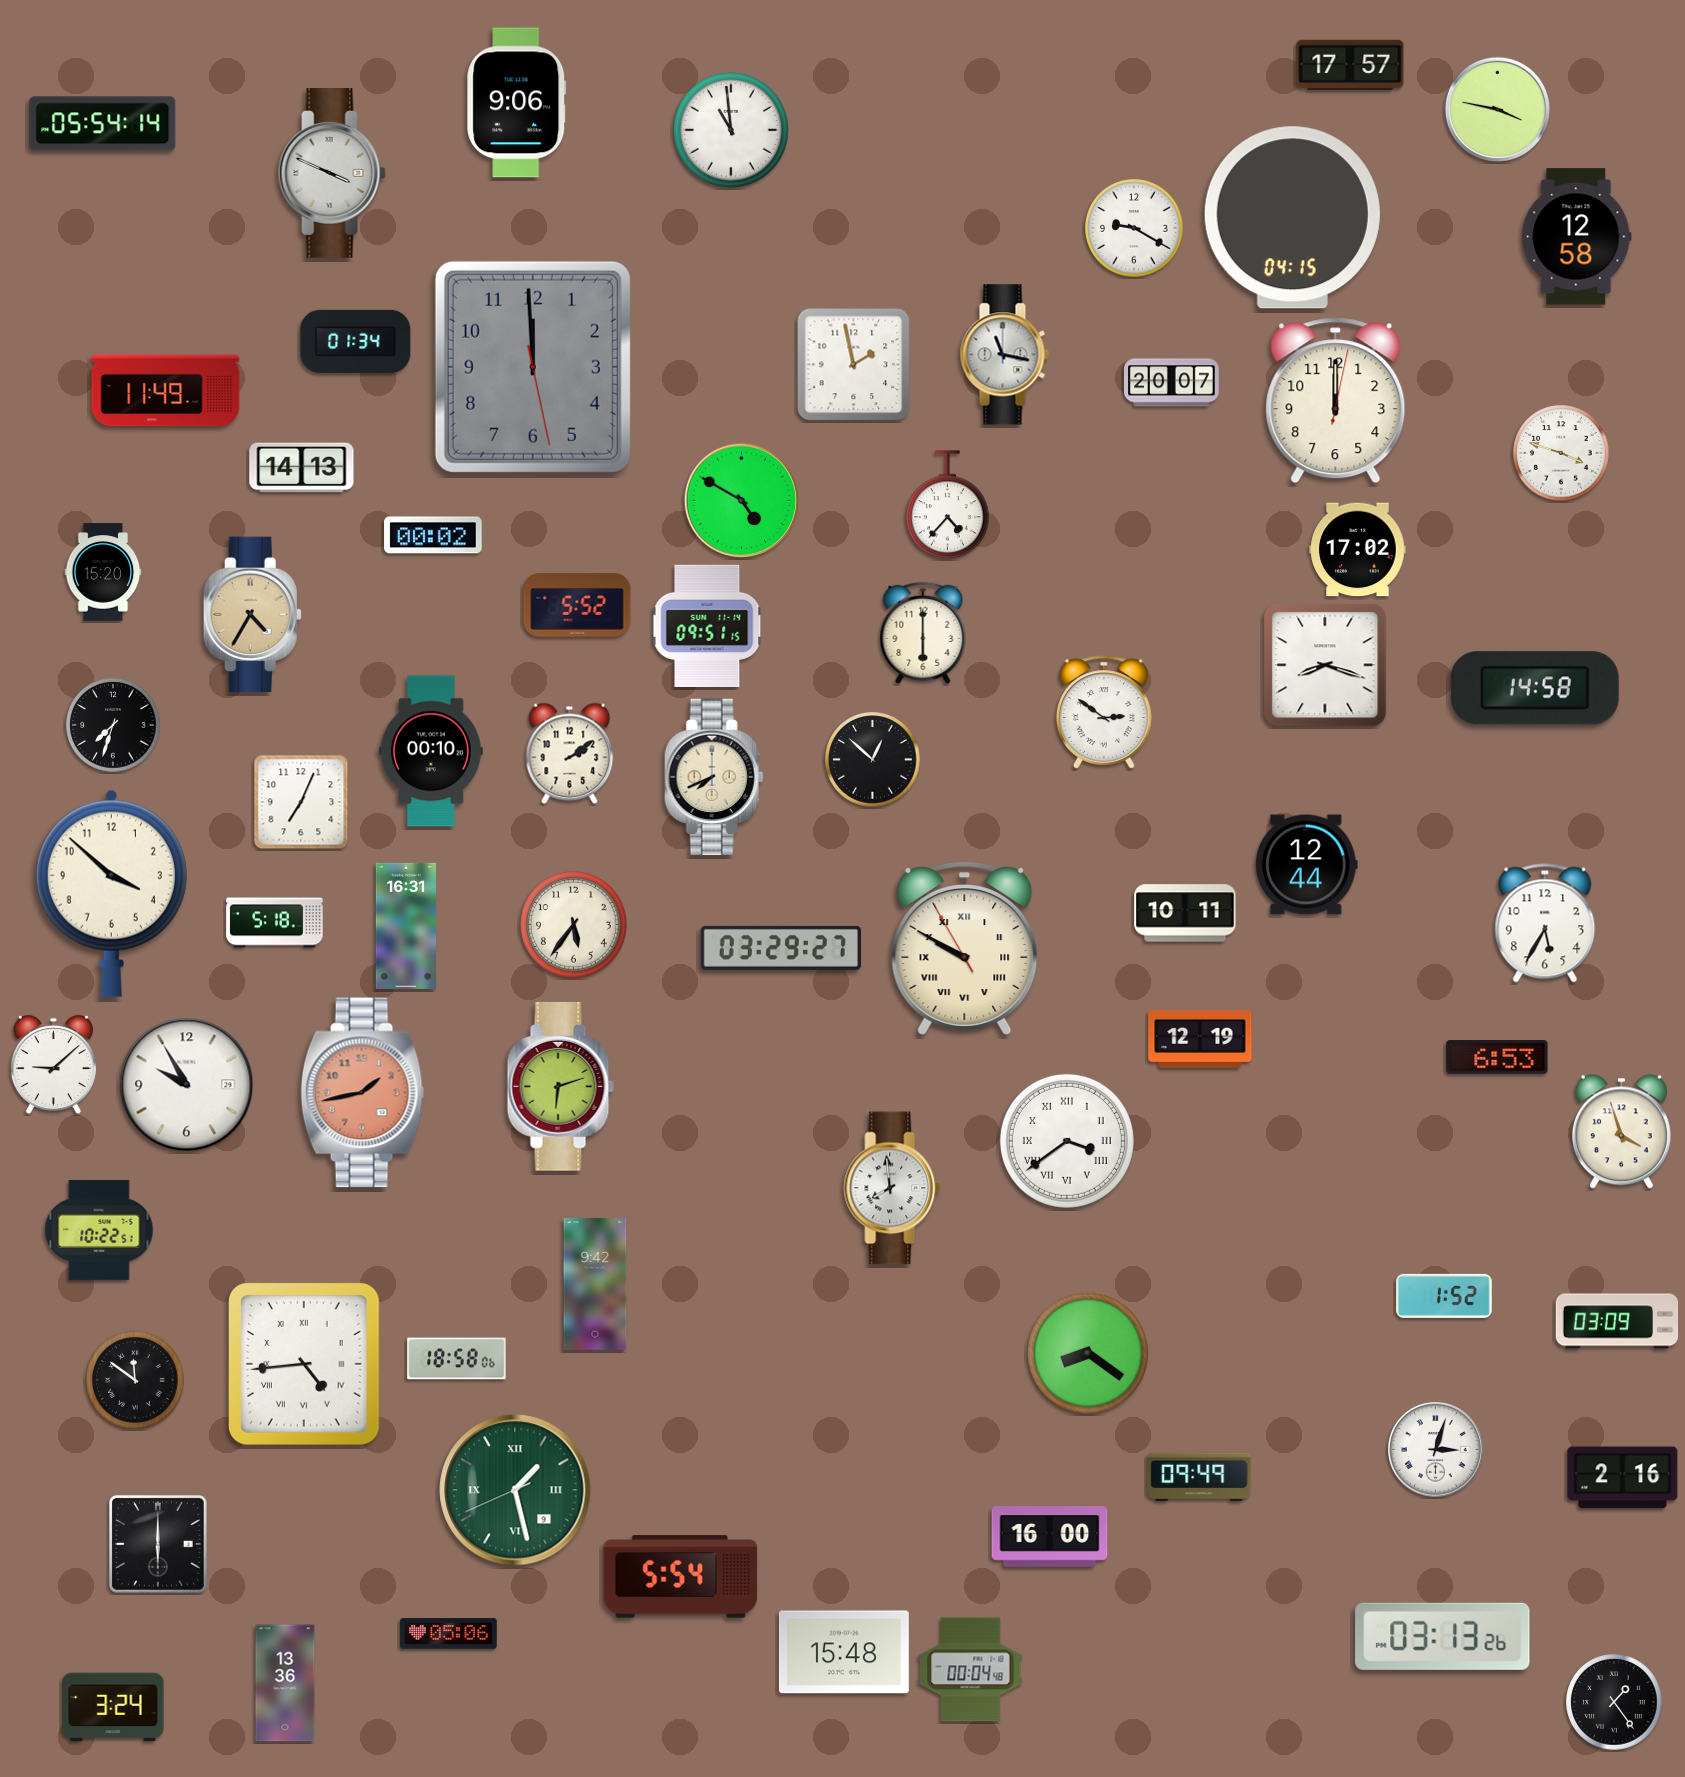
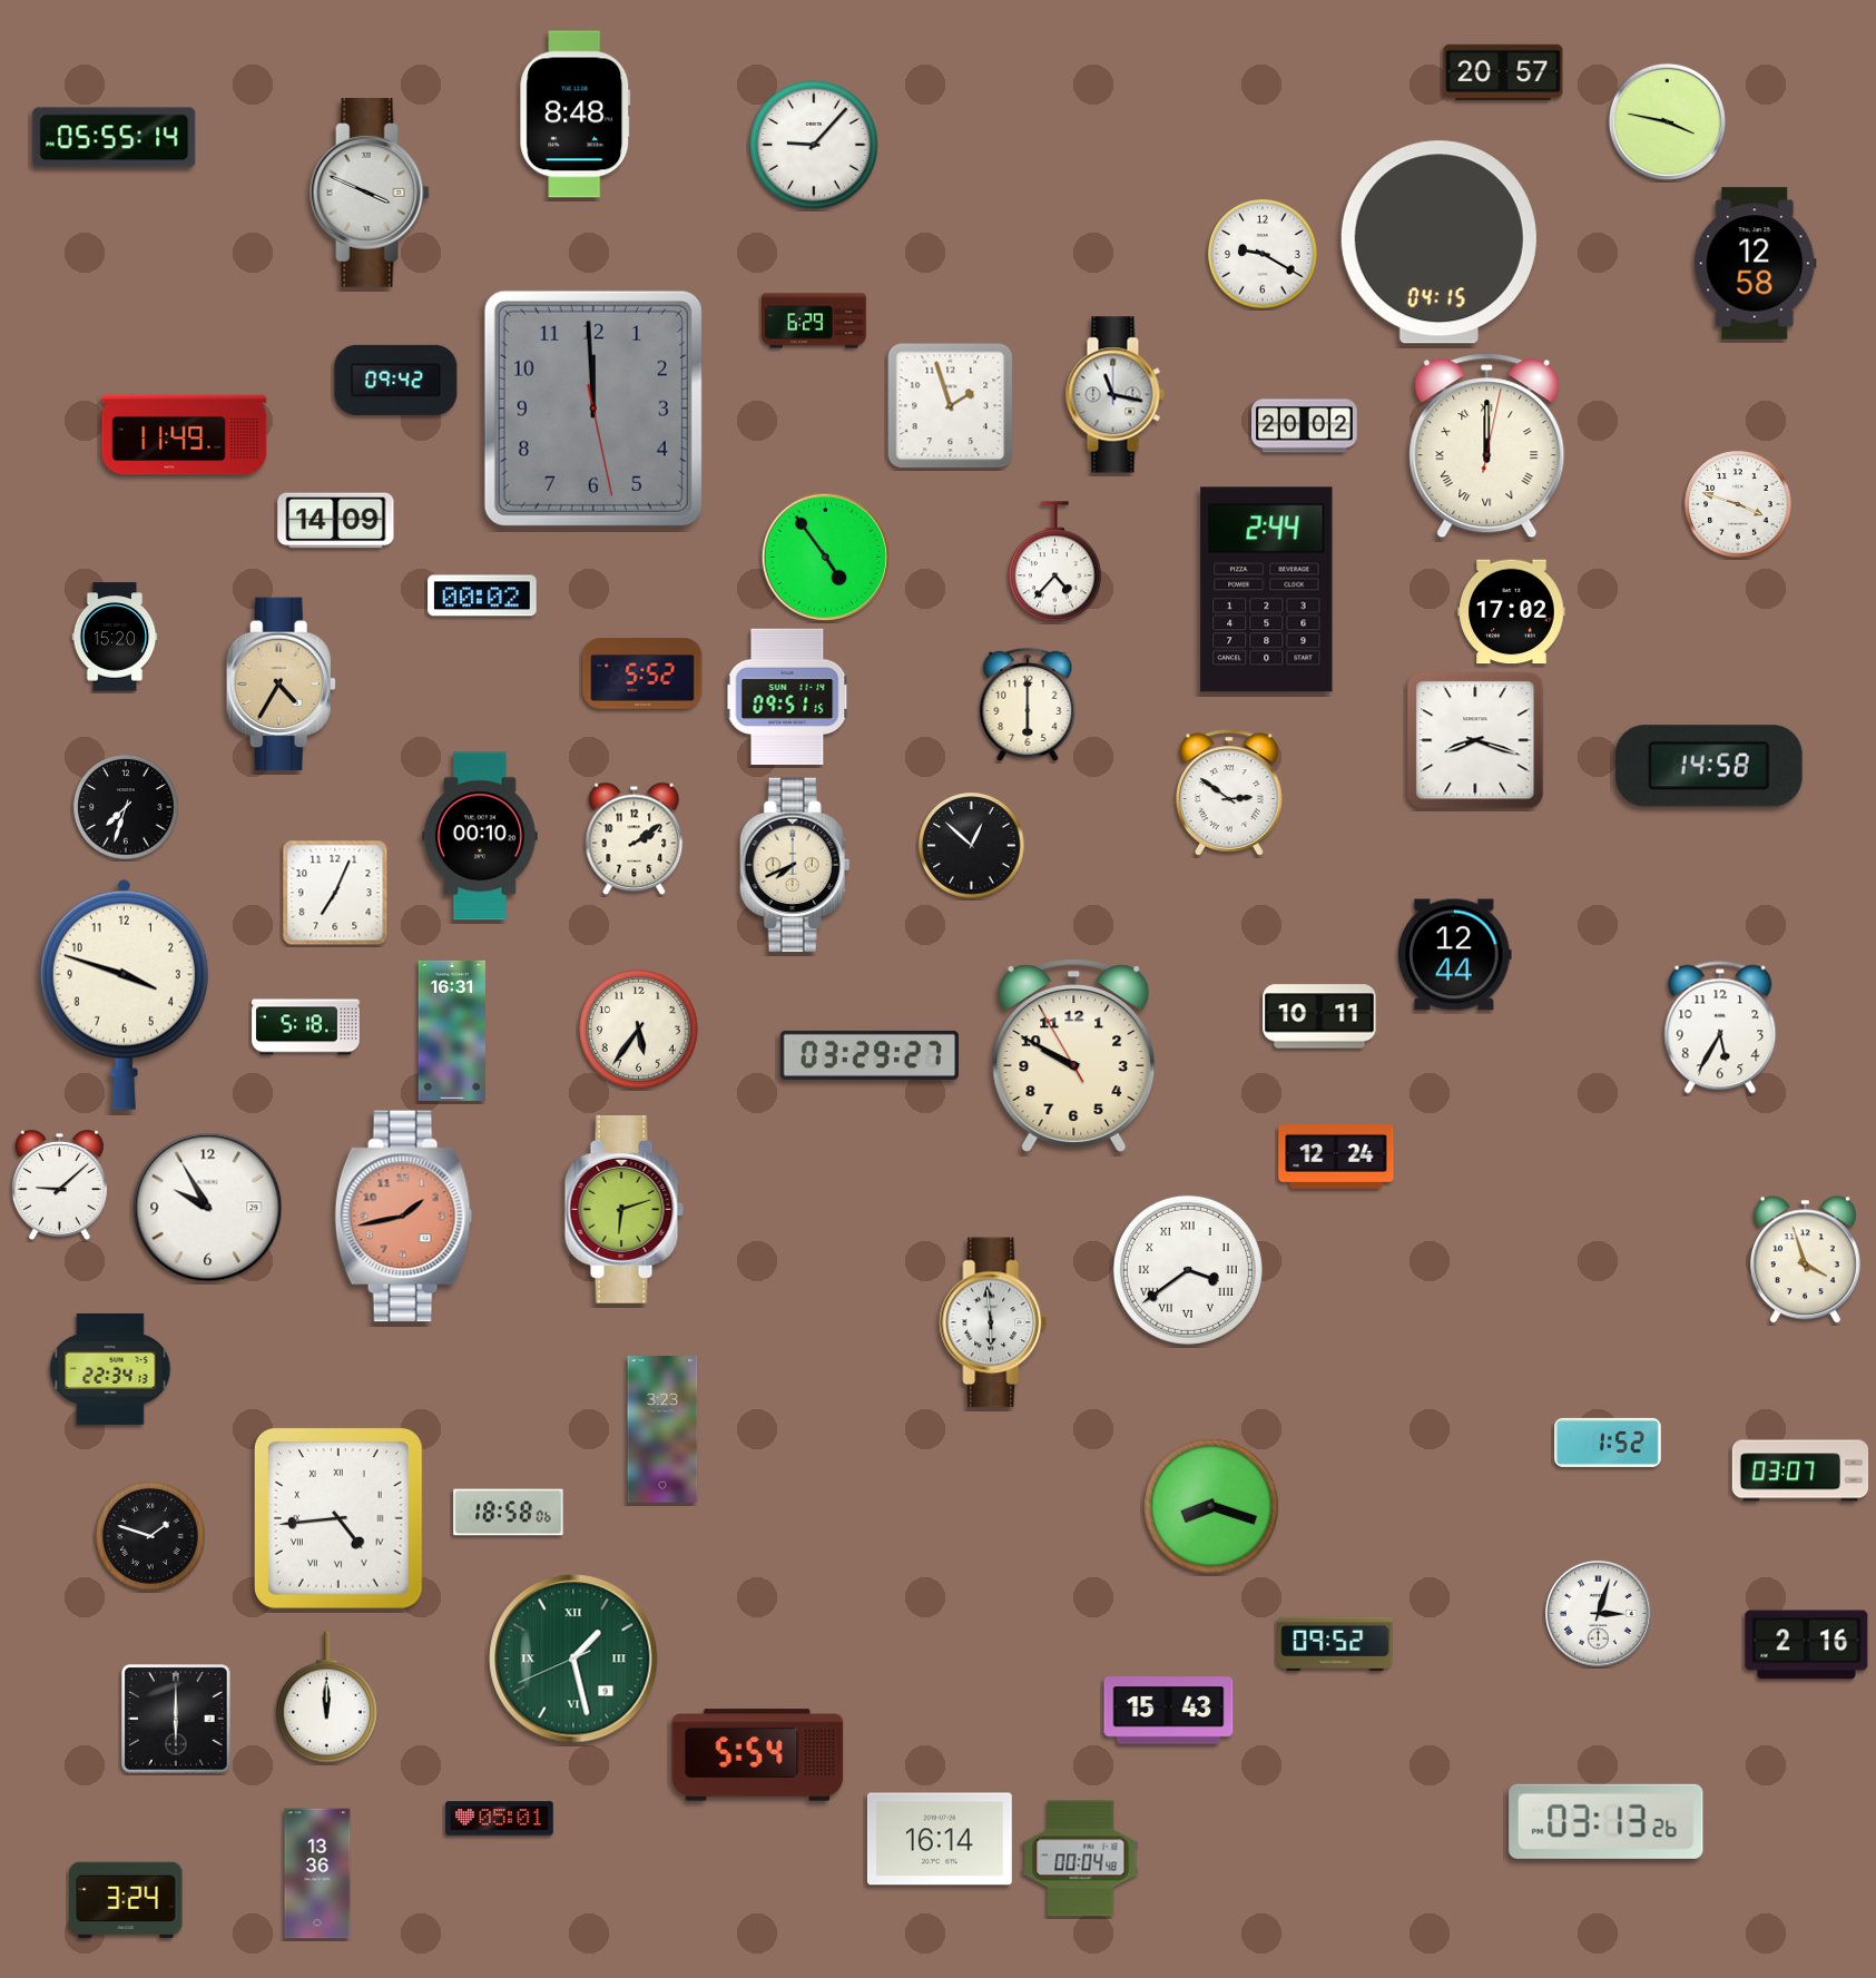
clock at (1350, 65): 17:57 -> 20:57
clock at (517, 103): 9:06 -> 8:48
clock at (103, 124): 05:54 -> 05:55
clock at (731, 130): 10:59 -> 9:07
clock at (815, 321): none -> 6:29
clock at (356, 341): 01:34 -> 09:42
clock at (1004, 355) position: (1004, 355) -> (1114, 395)
clock at (854, 365): 1:58 -> 1:57
clock at (1172, 383): 20:07 -> 20:02
clock at (1336, 401) numerals: Arabic -> Roman
clock at (302, 468): 14:13 -> 14:09
clock at (742, 501): 4:50 -> 4:54
clock at (1267, 590): none -> 2:44
clock at (1307, 865) position: (1307, 865) -> (1455, 955)
clock at (111, 893): 3:52 -> 3:48
clock at (965, 948) numerals: Roman -> Arabic
clock at (1200, 1040): 12:19 -> 12:24
clock at (1497, 1057): 6:53 -> none
clock at (892, 1188): 7:59 -> 5:59
clock at (99, 1230): 10:22 -> 22:34
clock at (595, 1284): 9:42 -> 3:23
clock at (1617, 1321): 03:09 -> 03:07
clock at (1088, 1353): 8:21 -> 8:18
clock at (135, 1380): 11:51 -> 1:48
clock at (1199, 1477): 09:49 -> 09:52
clock at (326, 1697): none -> 12:00
clock at (1050, 1537): 16:00 -> 15:43
clock at (449, 1634): 05:06 -> 05:01
clock at (844, 1652): 15:48 -> 16:14
clock at (1614, 1702): 1:24 -> none
